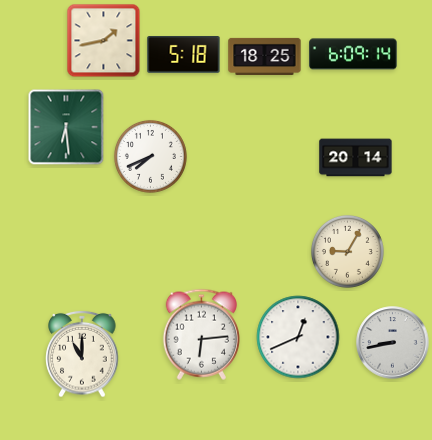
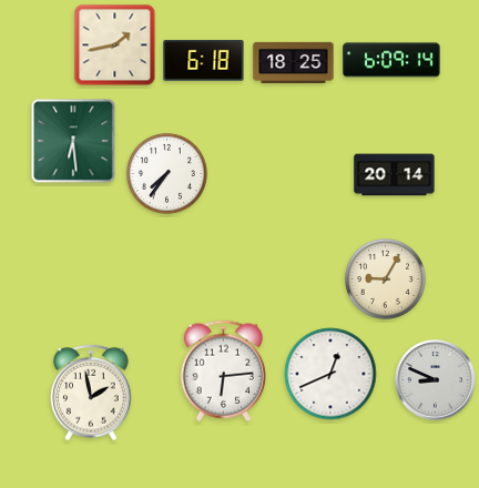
clock at (184, 55): 5:18 -> 6:18
clock at (150, 156): 7:41 -> 7:36
clock at (393, 343): 8:43 -> 8:49
clock at (82, 354): 11:00 -> 1:58
